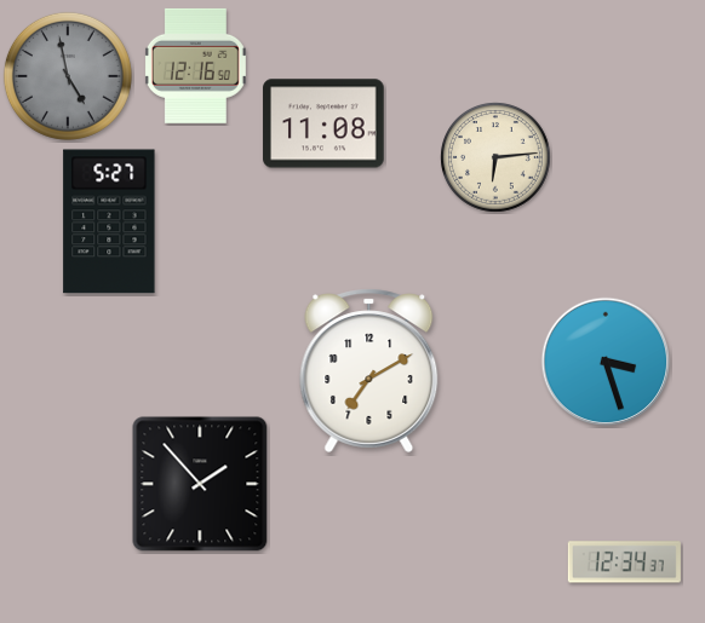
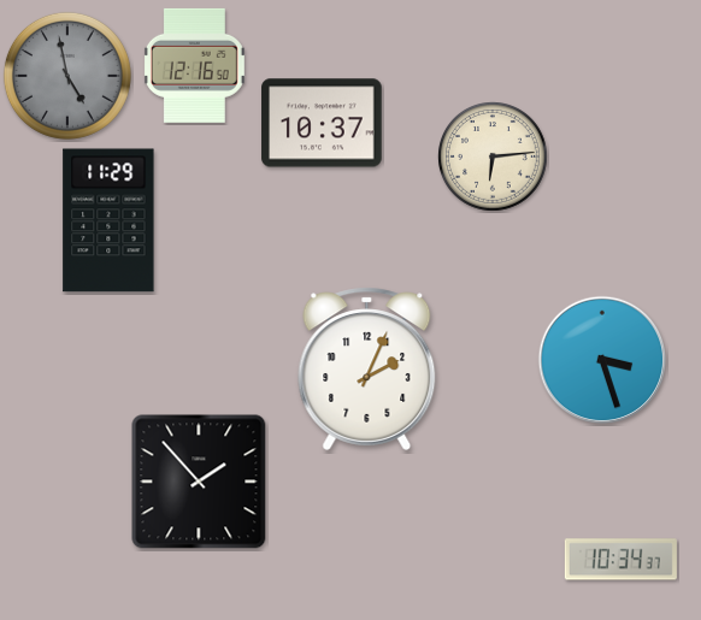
clock at (323, 123): 11:08 -> 10:37
clock at (109, 221): 5:27 -> 11:29
clock at (369, 370): 7:10 -> 2:04
clock at (624, 563): 12:34 -> 10:34
